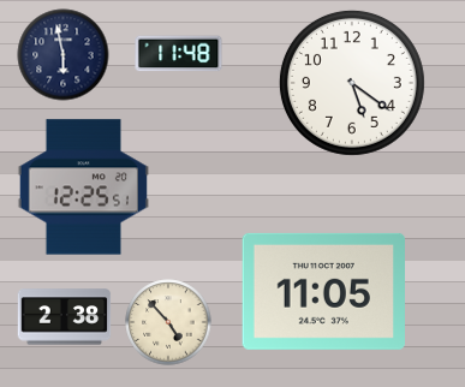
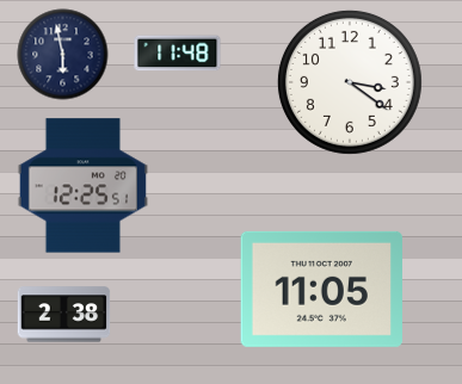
clock at (352, 83): 5:21 -> 3:21
clock at (168, 322): 4:53 -> none
